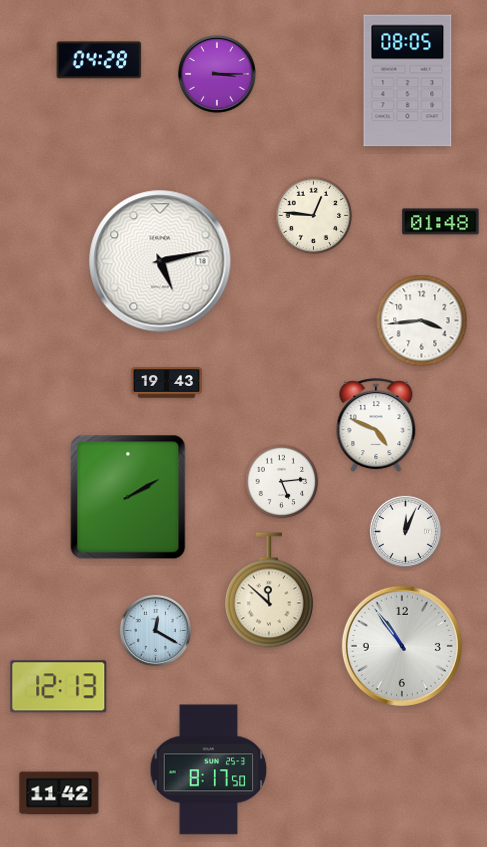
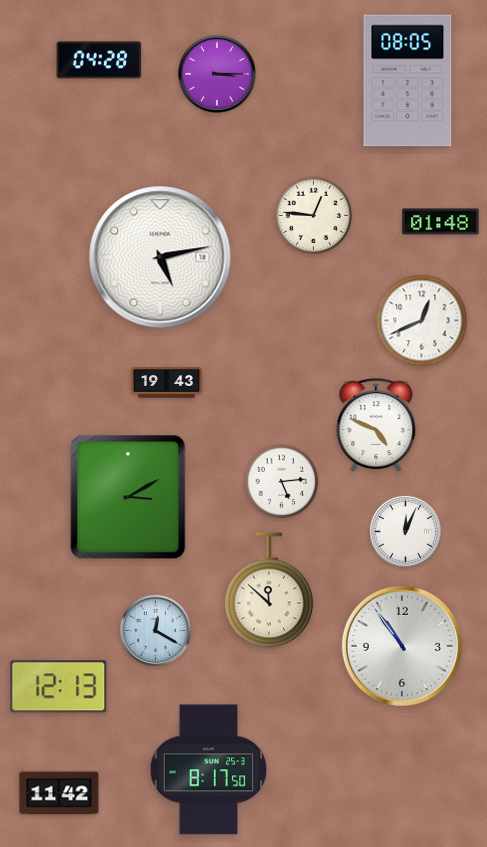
clock at (160, 261) position: (160, 261) -> (160, 257)
clock at (422, 321): 3:44 -> 12:41
clock at (128, 497): 2:10 -> 3:10
